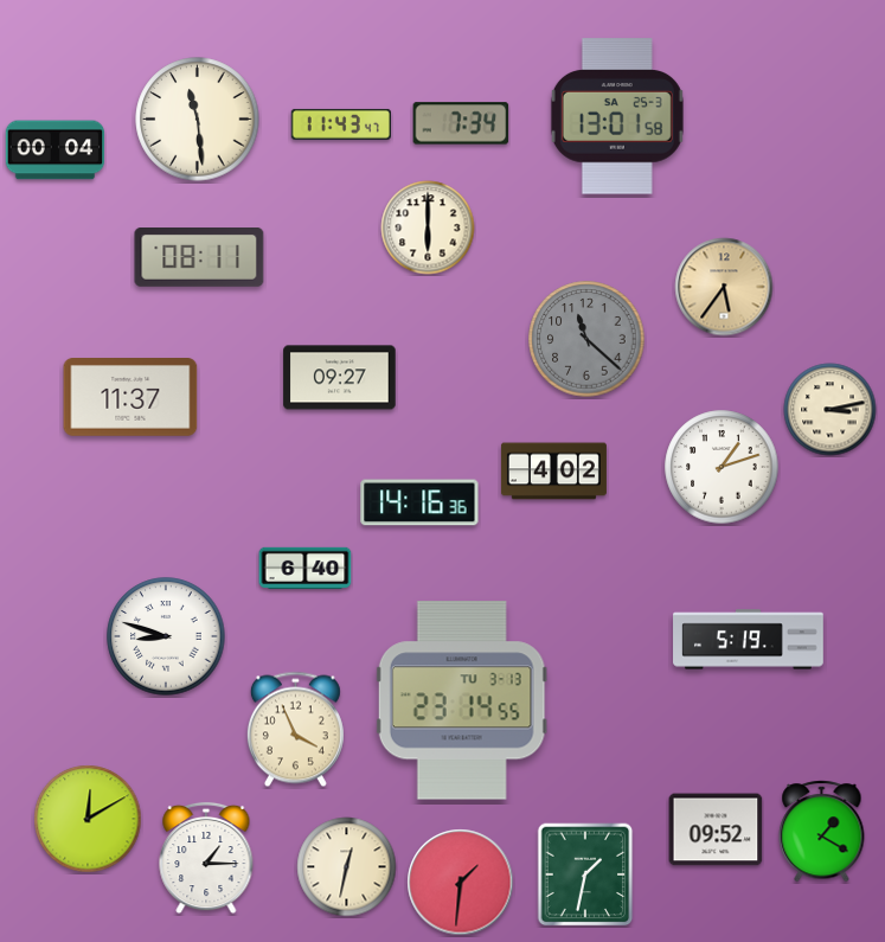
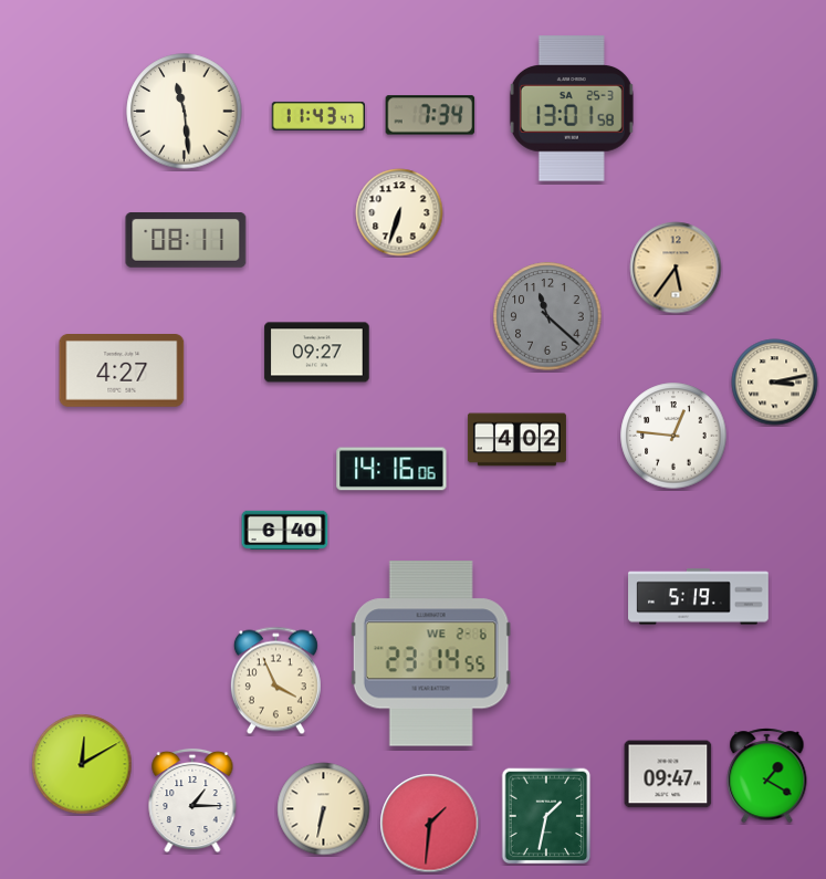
clock at (617, 116) position: (617, 116) -> (572, 108)
clock at (56, 150): 00:04 -> none
clock at (428, 228): 6:00 -> 6:33
clock at (130, 398): 11:37 -> 4:27
clock at (722, 467): 1:12 -> 12:46
clock at (419, 502): 14:16:36 -> 14:16:06
clock at (166, 636): 8:48 -> none
clock at (462, 700) date: TU 3-13 -> WE 2-6
clock at (716, 829): 09:52 -> 09:47
clock at (347, 867): 12:32 -> 6:32
